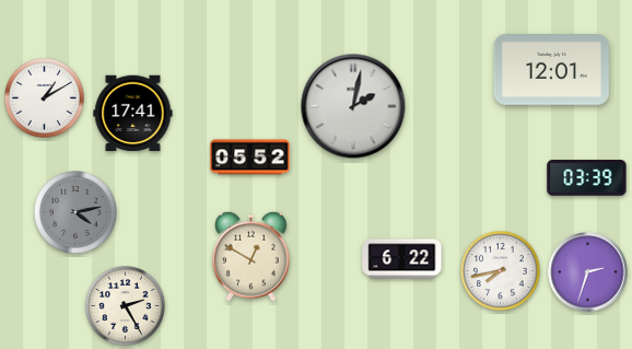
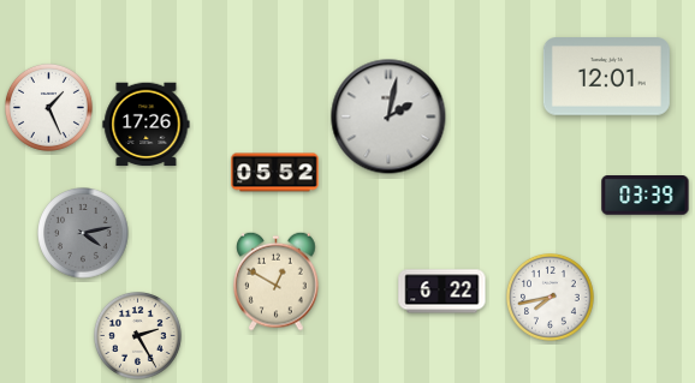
clock at (45, 98): 1:10 -> 1:26
clock at (133, 114): 17:41 -> 17:26
clock at (402, 259) position: (402, 259) -> (442, 292)
clock at (588, 272): 2:33 -> none
